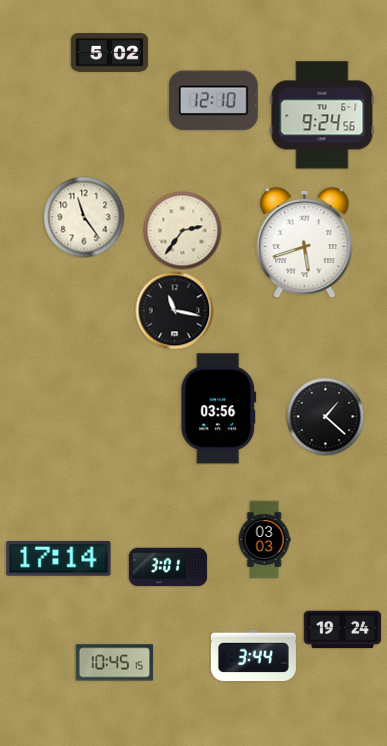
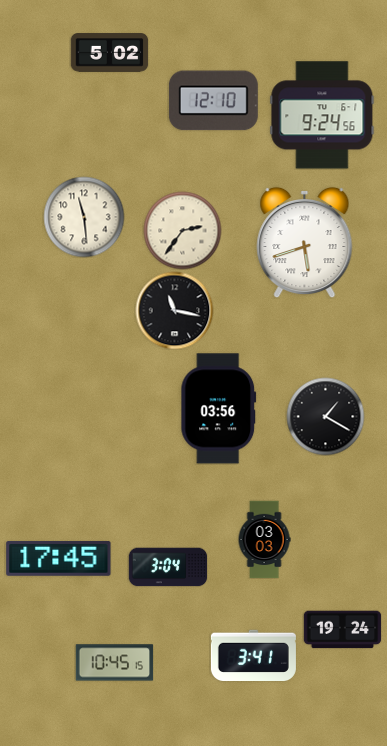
clock at (84, 217): 11:24 -> 11:29
clock at (325, 416): 1:22 -> 1:20
clock at (59, 558): 17:14 -> 17:45
clock at (168, 567): 3:01 -> 3:04
clock at (253, 655): 3:44 -> 3:41
